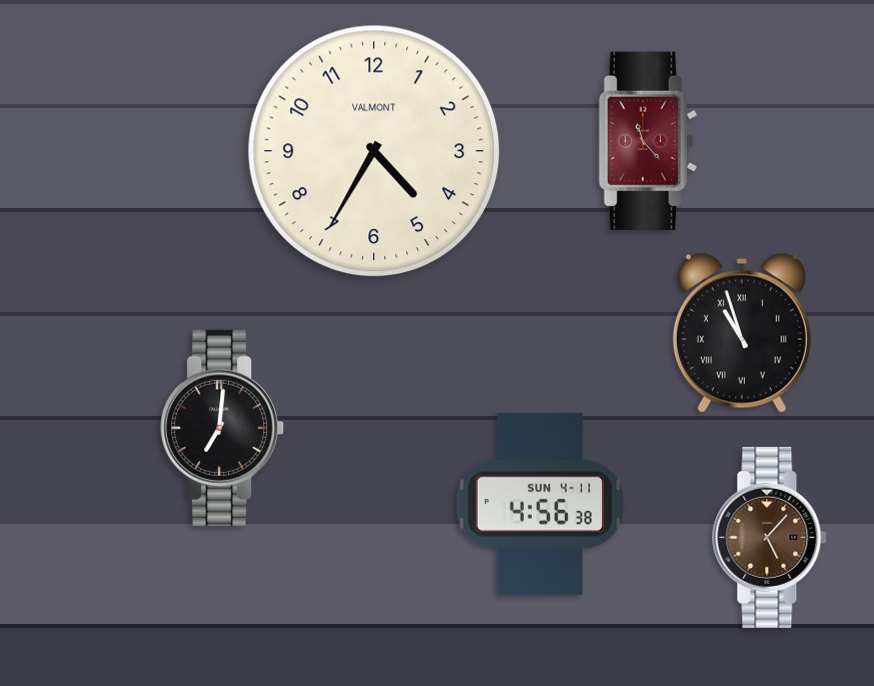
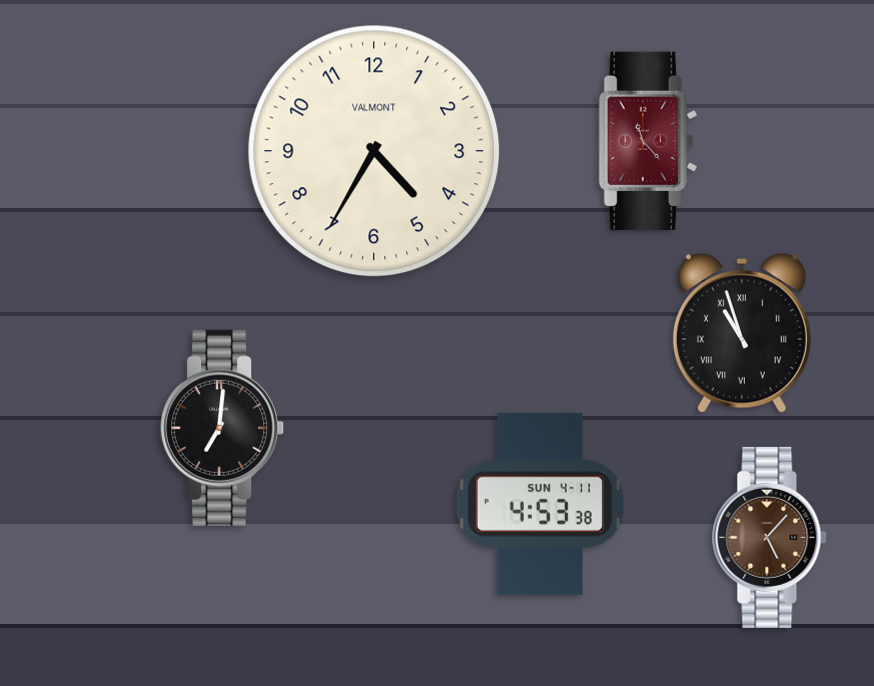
clock at (540, 504): 4:56 -> 4:53
